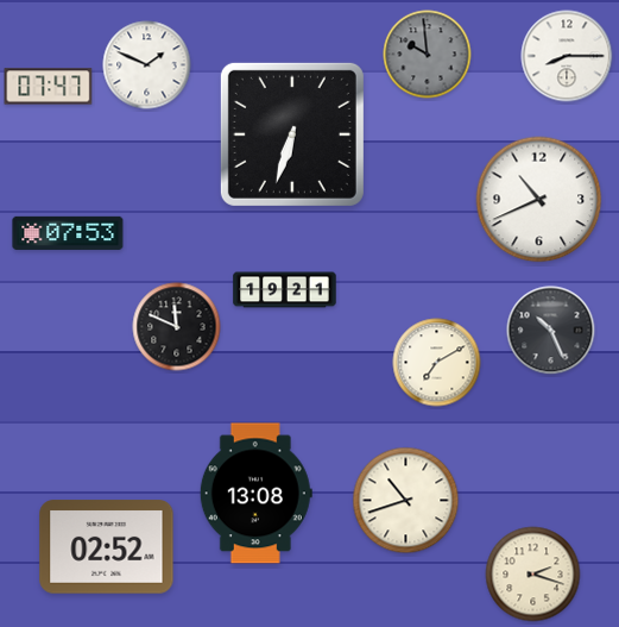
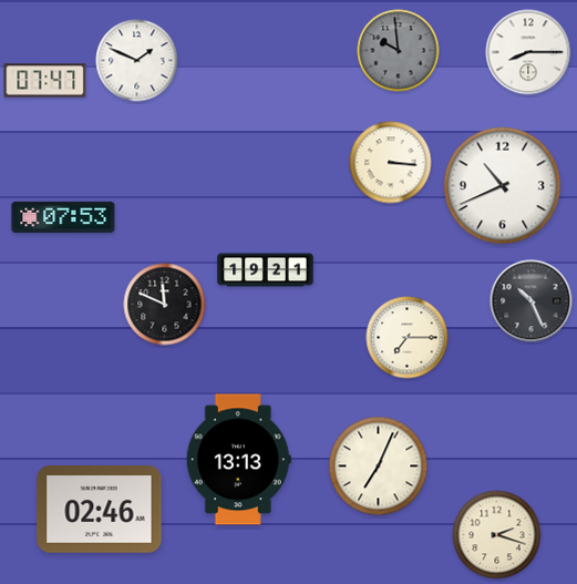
clock at (292, 134): 6:33 -> none
clock at (391, 163): none -> 3:16
clock at (551, 331) position: (551, 331) -> (532, 301)
clock at (437, 363): 7:10 -> 7:15
clock at (255, 494): 13:08 -> 13:13
clock at (406, 501): 10:42 -> 7:04
clock at (107, 547): 02:52 -> 02:46
